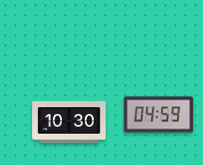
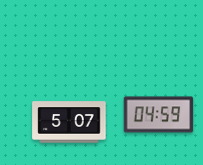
clock at (69, 122): 10:30 -> 5:07
